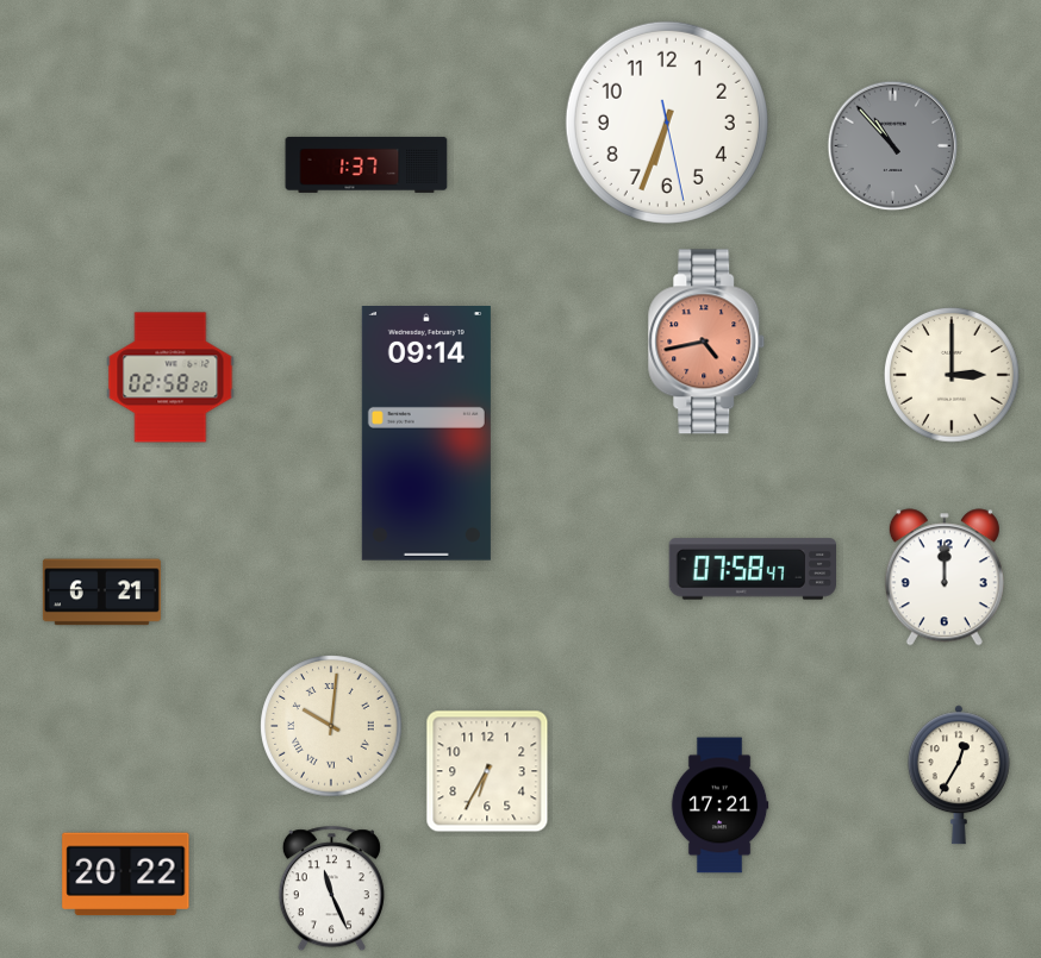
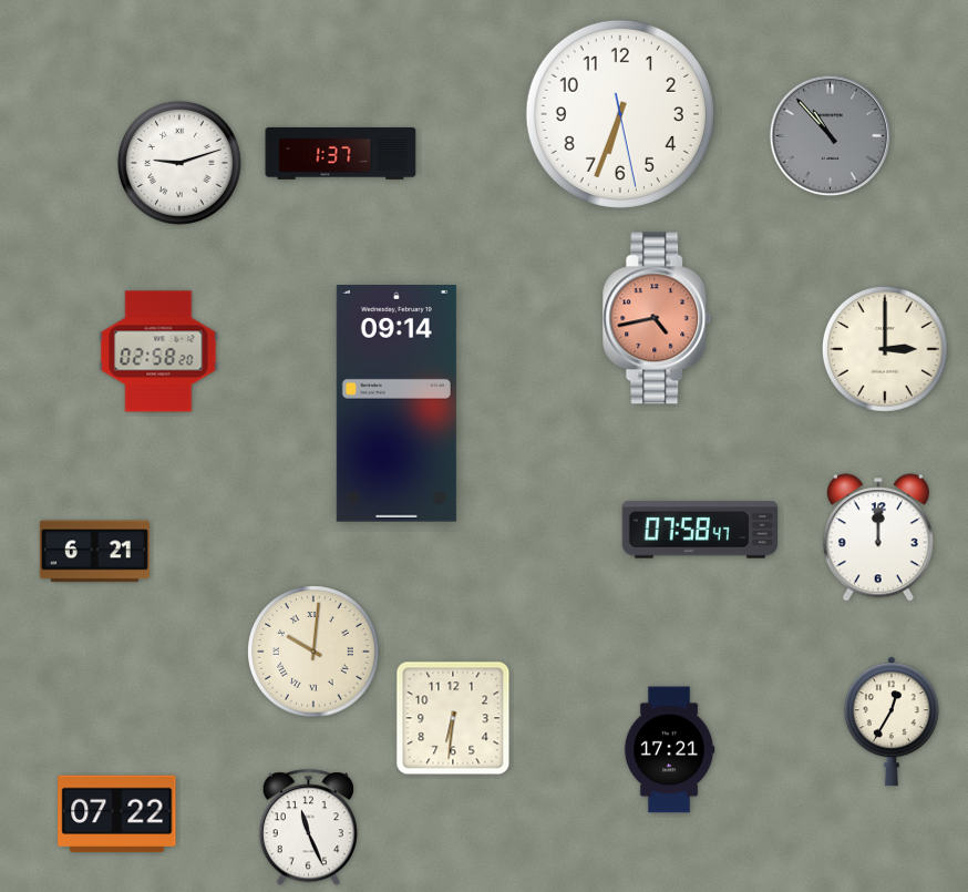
clock at (179, 163): none -> 9:12
clock at (331, 726) position: (331, 726) -> (313, 652)
clock at (487, 771): 6:35 -> 6:31
clock at (126, 875): 20:22 -> 07:22
